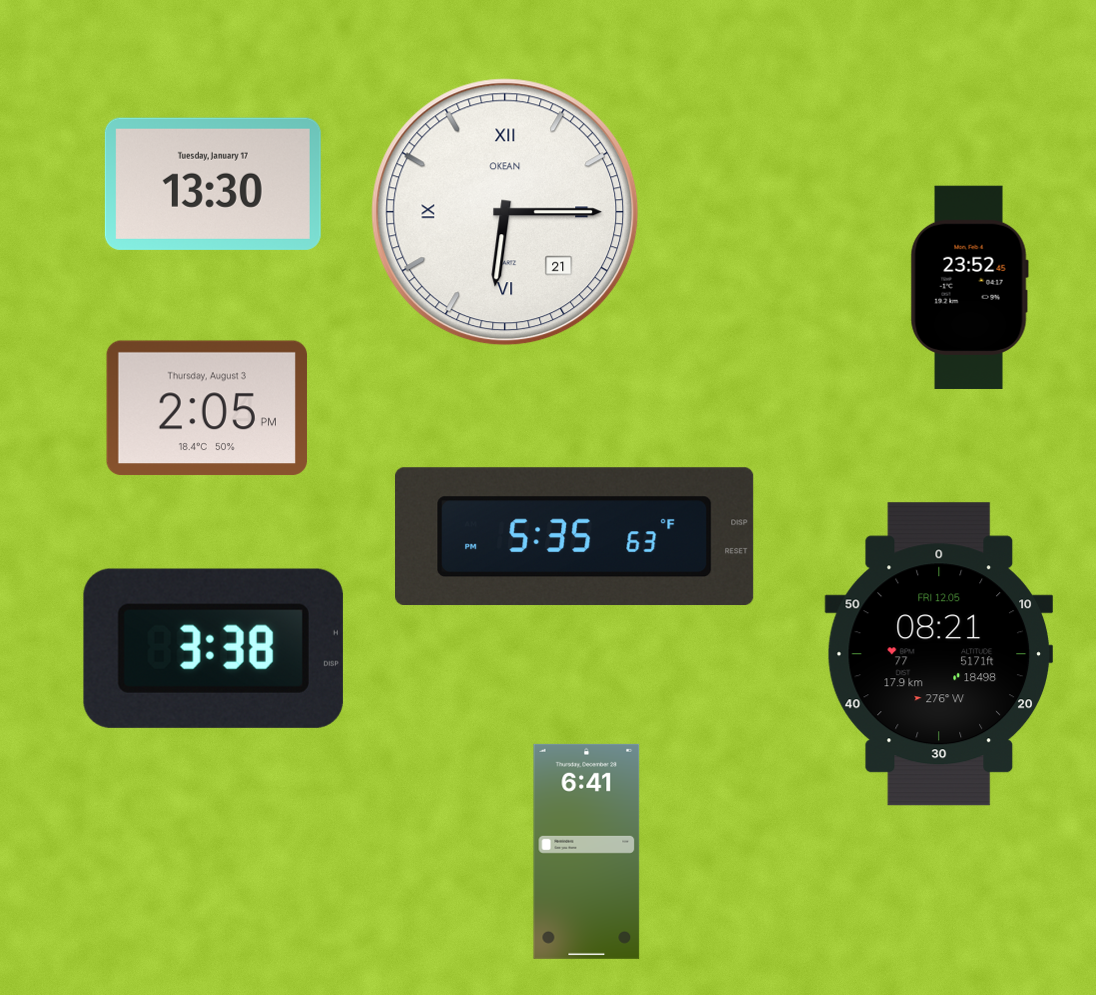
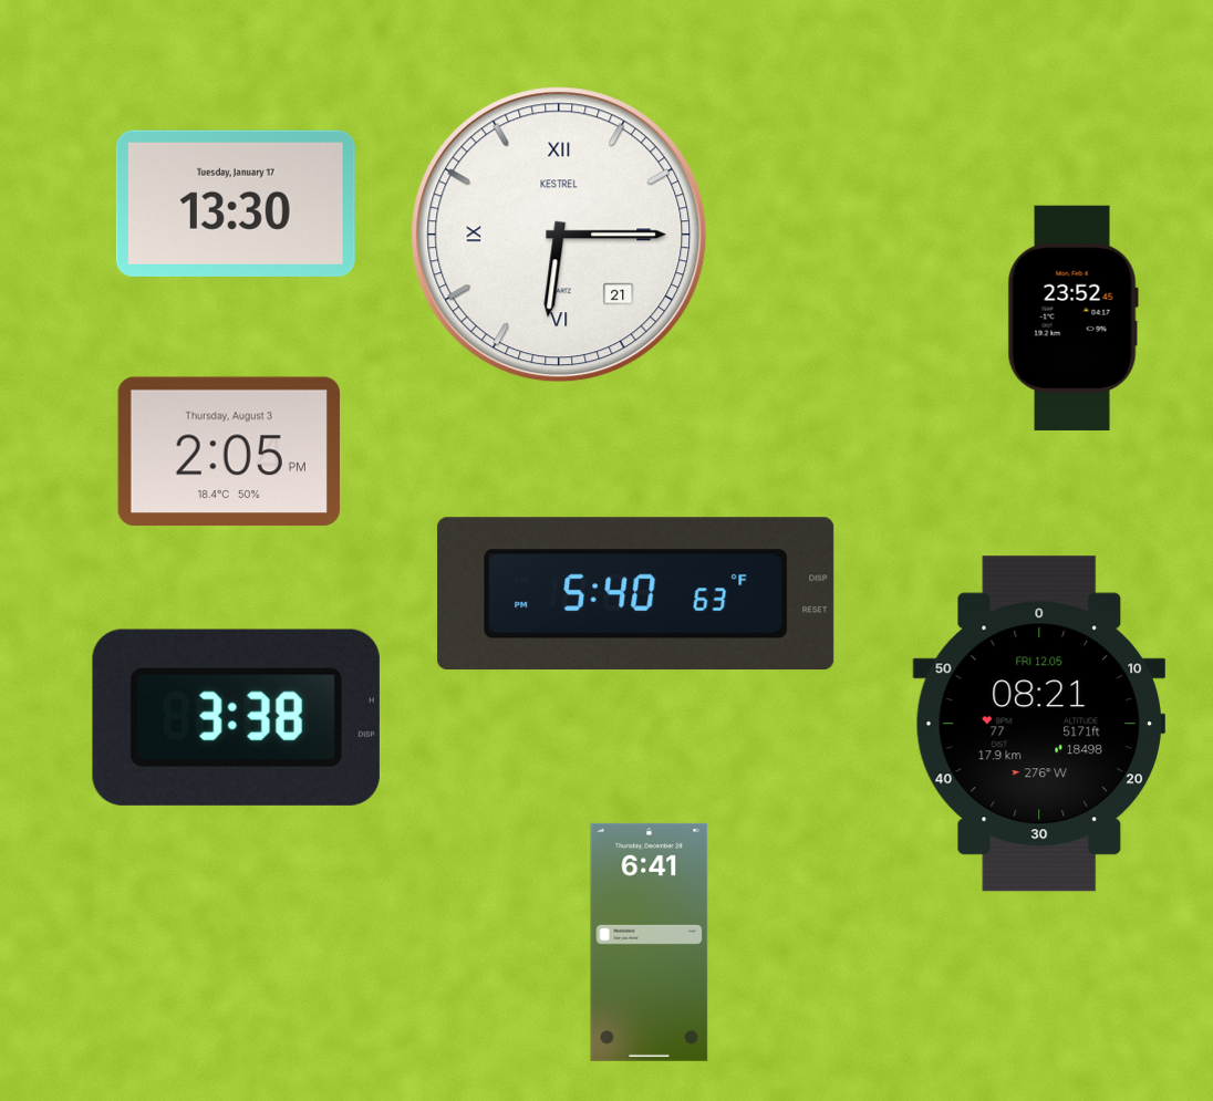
clock at (505, 212) brand: OKEAN -> KESTREL
clock at (575, 537): 5:35 -> 5:40
